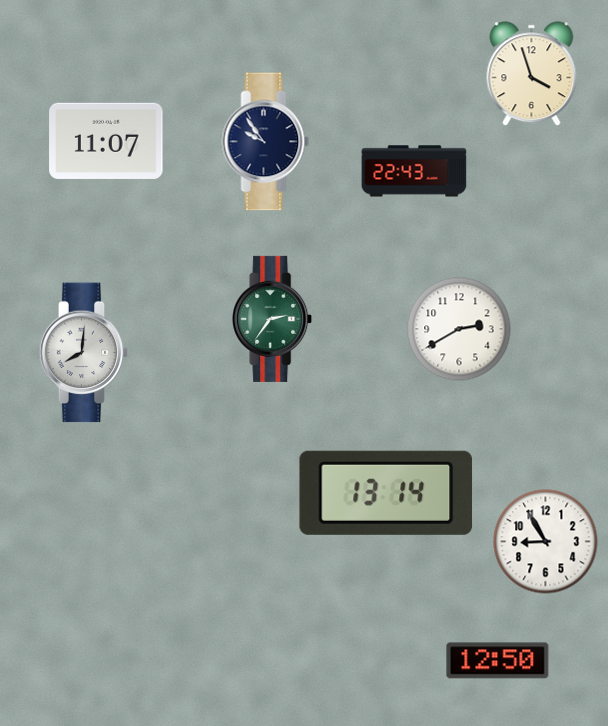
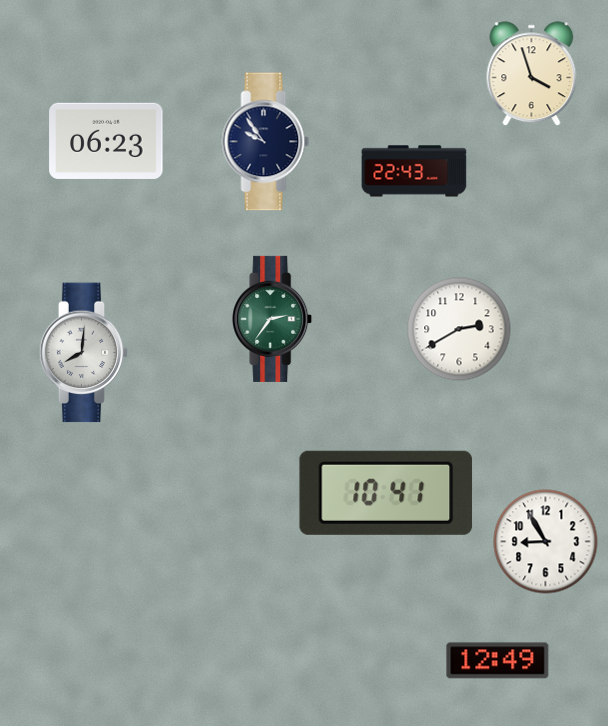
clock at (106, 141): 11:07 -> 06:23
clock at (386, 493): 13:14 -> 10:41
clock at (498, 661): 12:50 -> 12:49
